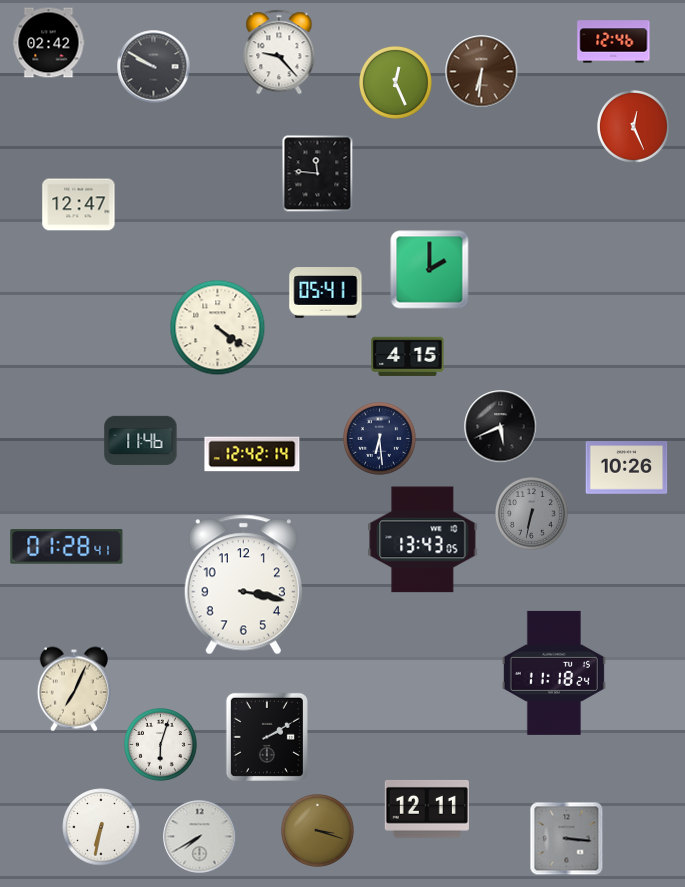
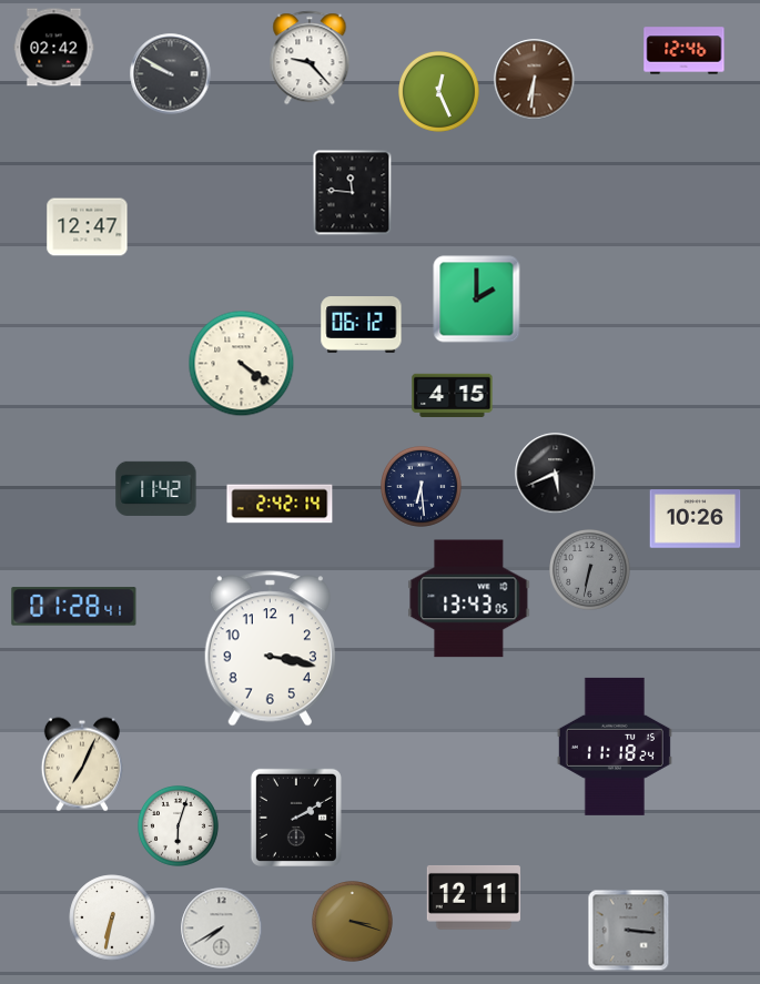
clock at (614, 42) position: (614, 42) -> (685, 51)
clock at (634, 127): 12:26 -> none
clock at (326, 293): 05:41 -> 06:12
clock at (141, 440): 11:46 -> 11:42
clock at (252, 454): 12:42 -> 2:42
